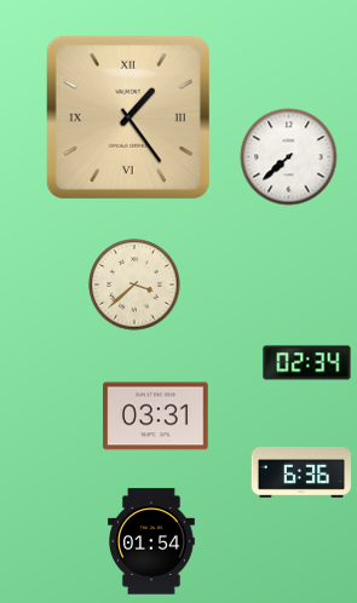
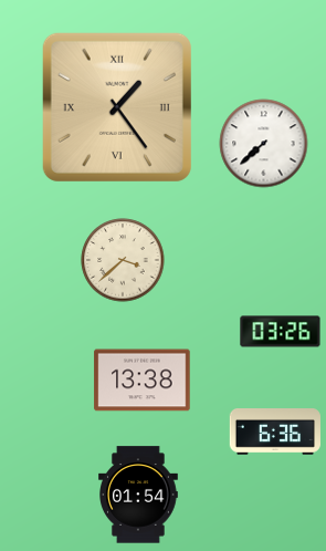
clock at (307, 363): 02:34 -> 03:26
clock at (156, 417): 03:31 -> 13:38
